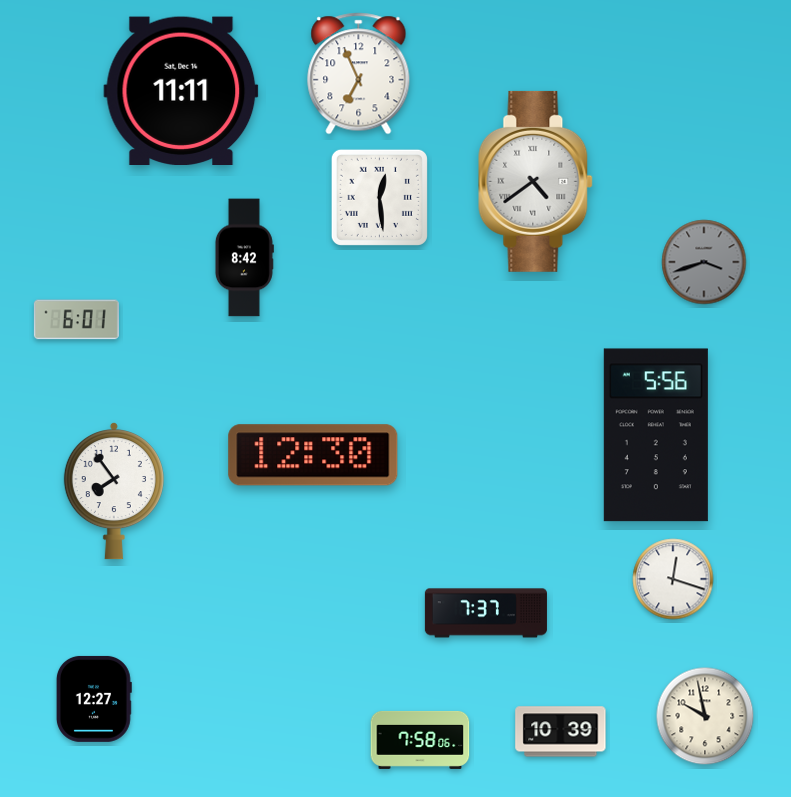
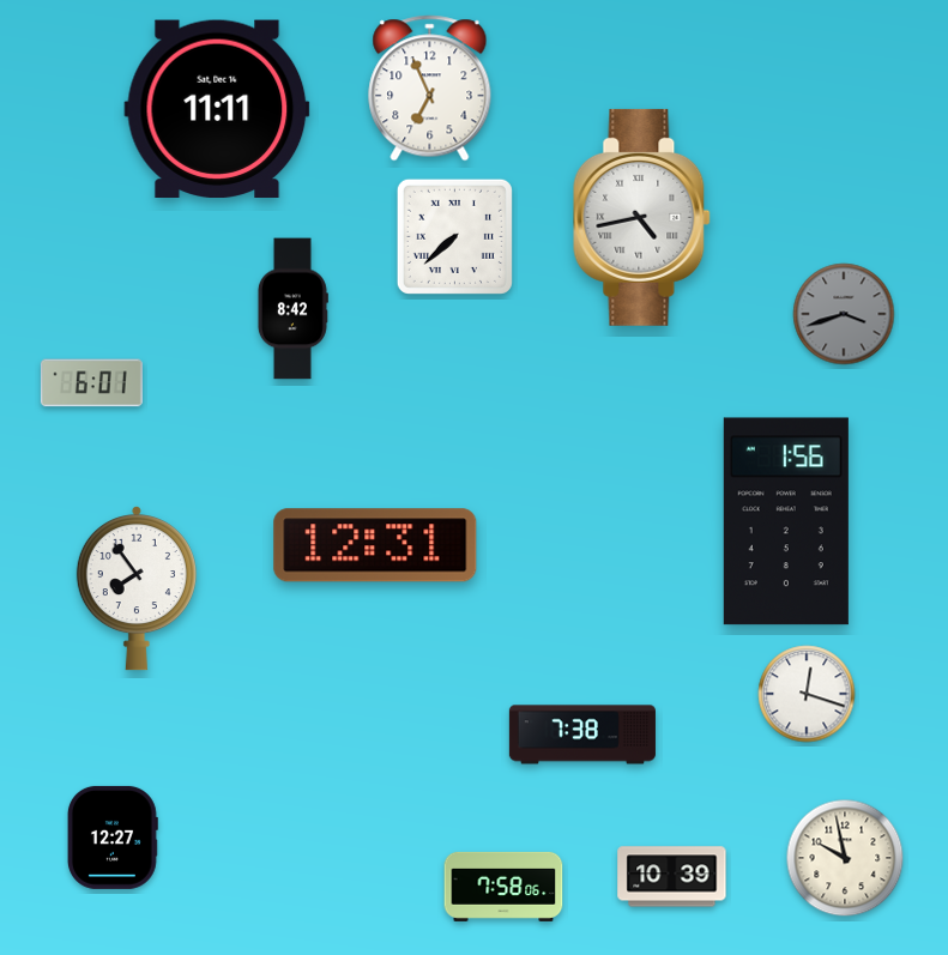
clock at (536, 181): 4:39 -> 4:43
clock at (379, 197): 12:29 -> 7:38
clock at (656, 435): 5:56 -> 1:56
clock at (313, 455): 12:30 -> 12:31
clock at (486, 613): 7:37 -> 7:38
